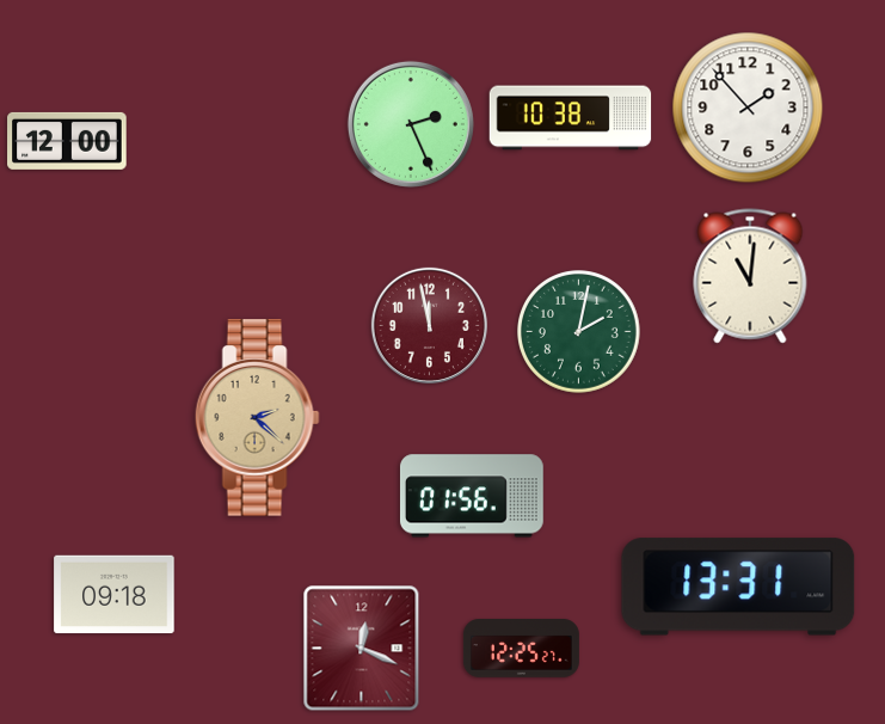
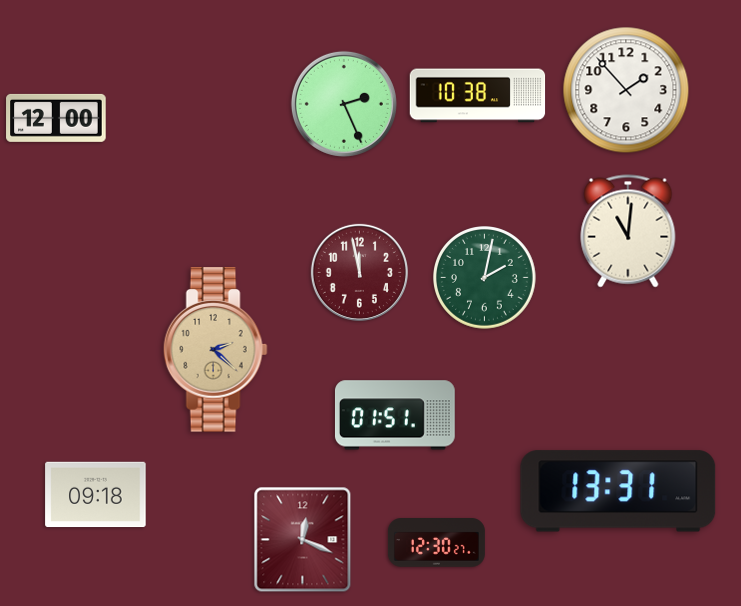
clock at (571, 118) position: (571, 118) -> (478, 96)
clock at (472, 496): 01:56 -> 01:51
clock at (115, 595) position: (115, 595) -> (96, 495)
clock at (362, 649) position: (362, 649) -> (303, 540)
clock at (521, 649): 12:25 -> 12:30
